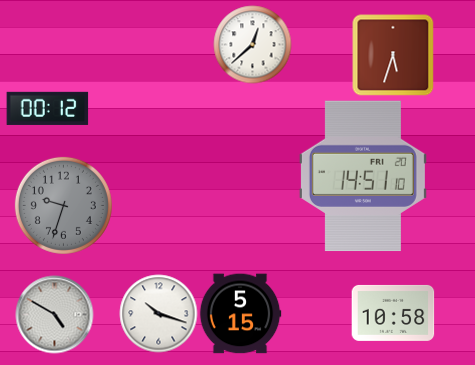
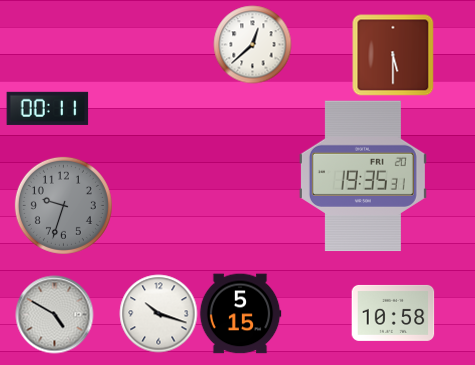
clock at (393, 55): 5:33 -> 5:30
clock at (47, 108): 00:12 -> 00:11
clock at (363, 176): 14:51 -> 19:35
